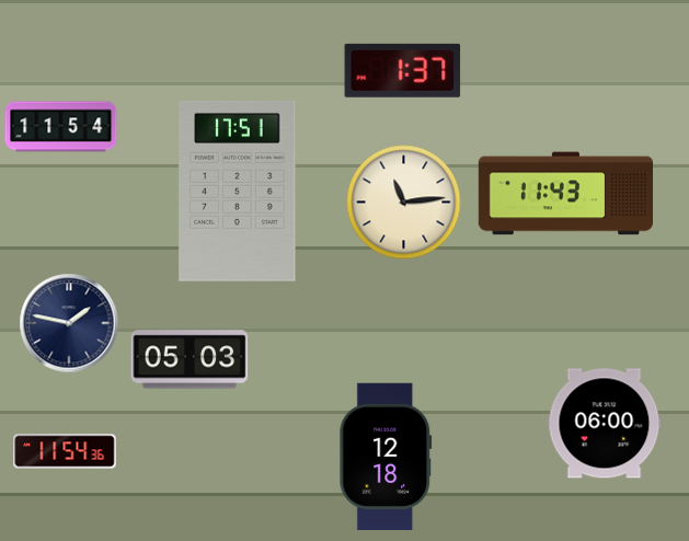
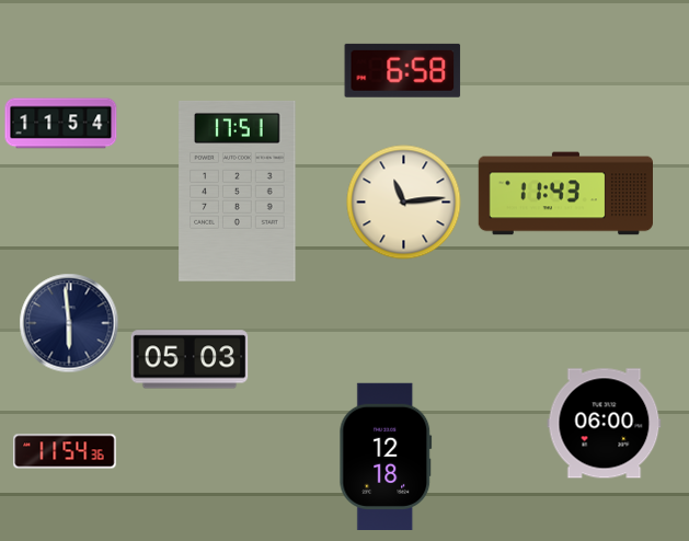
clock at (403, 70): 1:37 -> 6:58
clock at (61, 127) position: (61, 127) -> (61, 124)
clock at (69, 323): 1:47 -> 5:59
